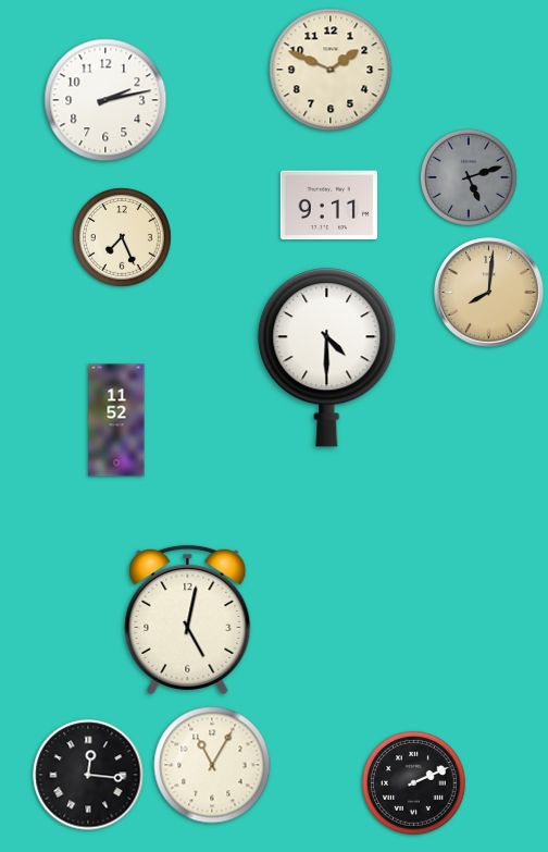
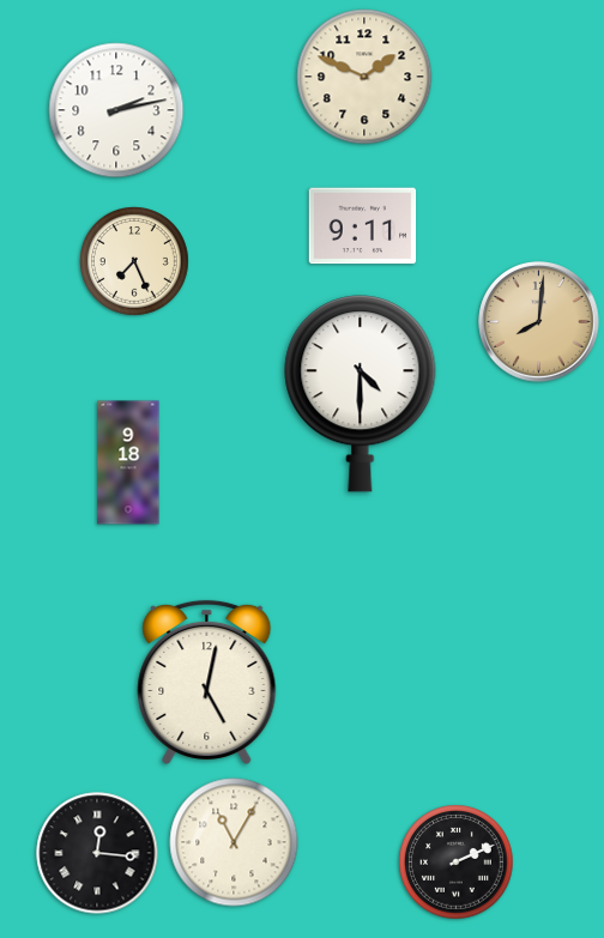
clock at (469, 177): 5:12 -> none
clock at (116, 420): 11:52 -> 9:18
